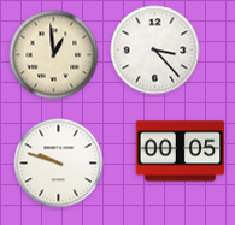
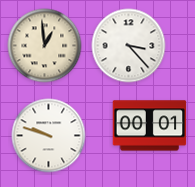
clock at (155, 51) position: (155, 51) -> (129, 46)
clock at (181, 152): 00:05 -> 00:01
